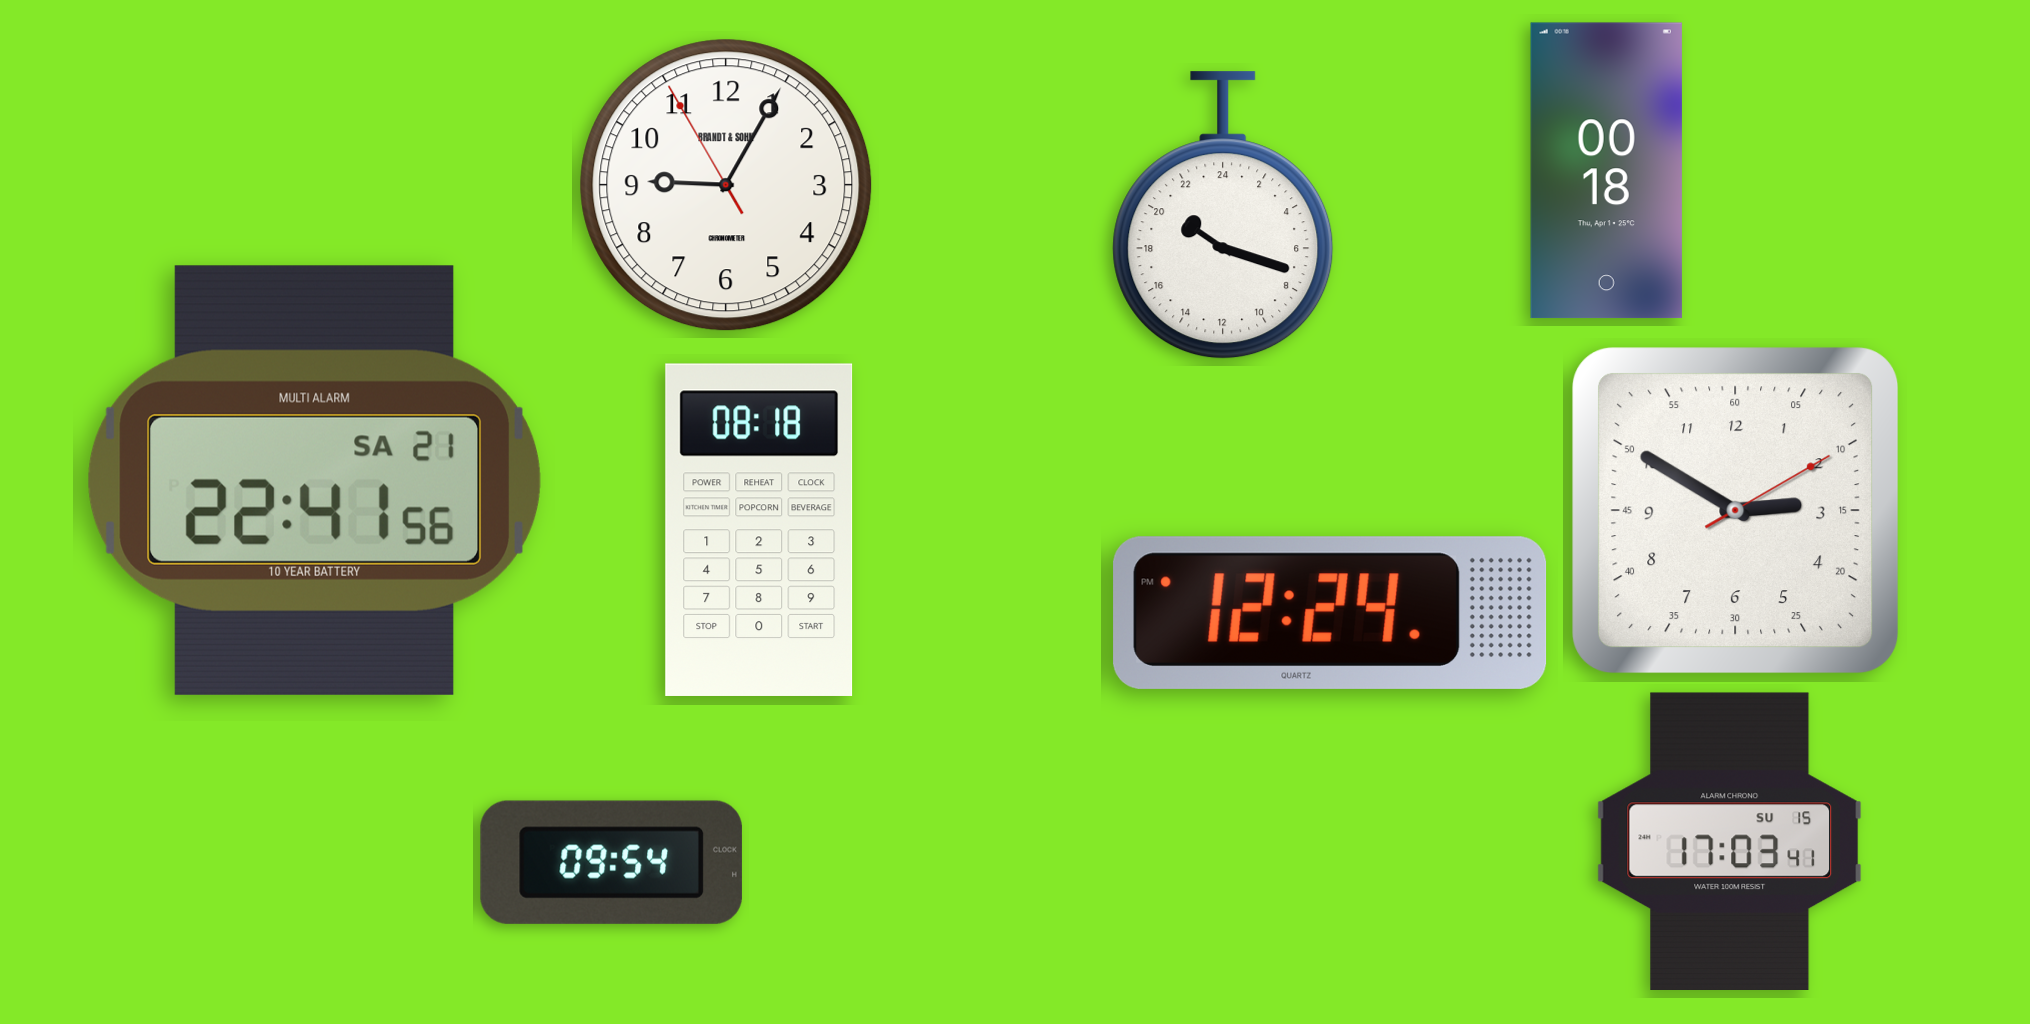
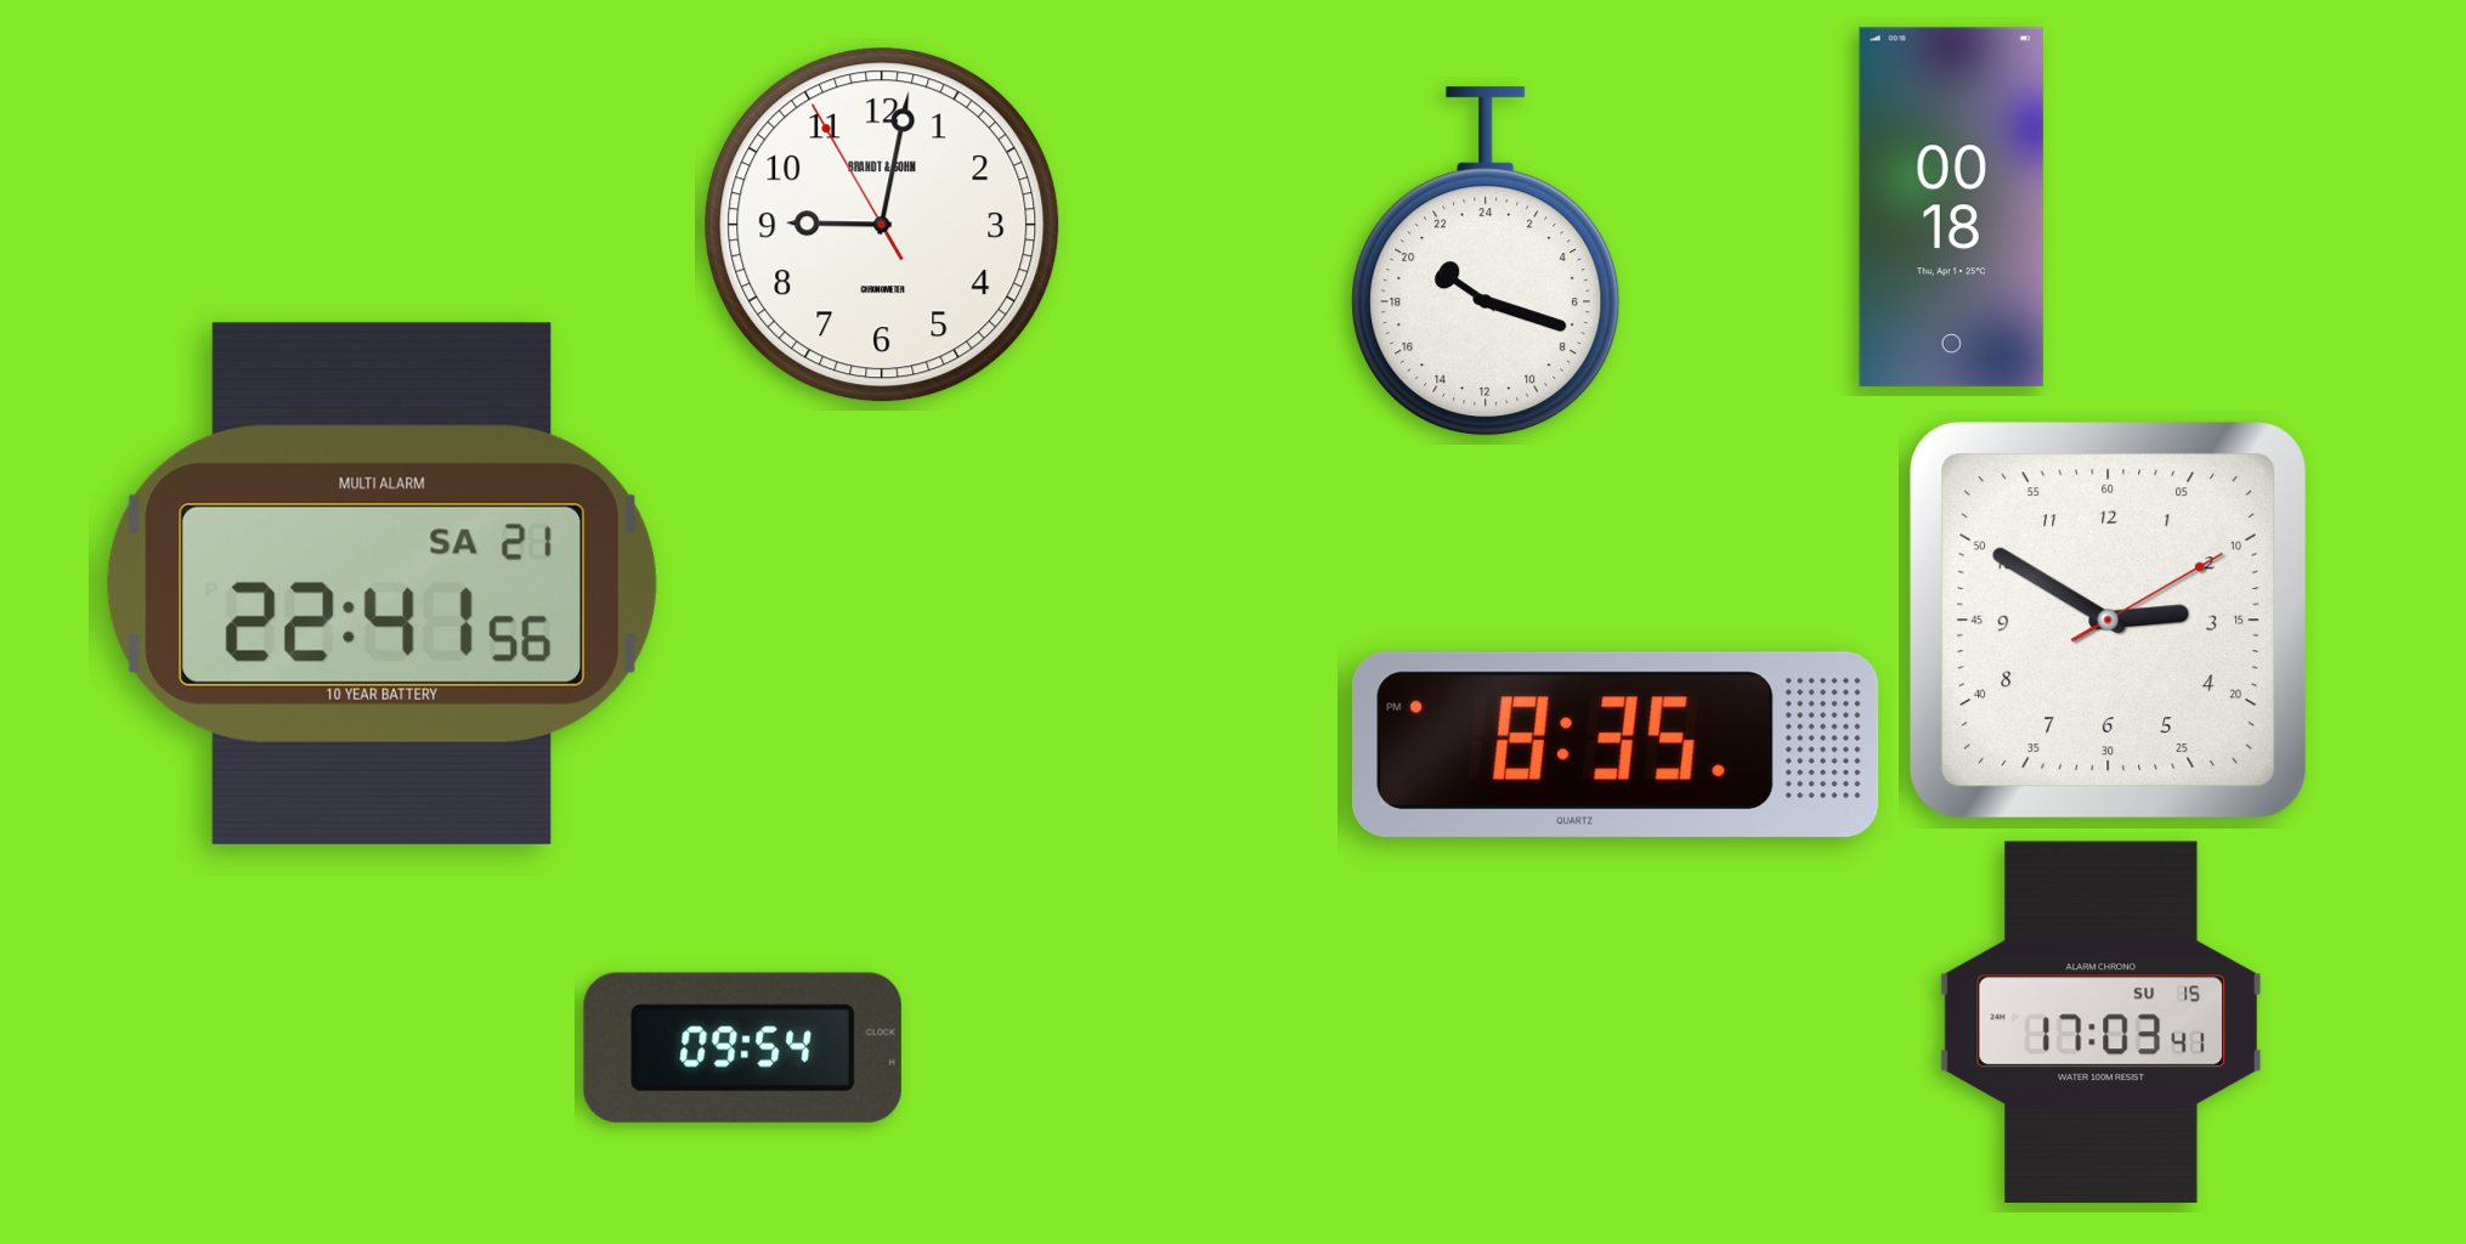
clock at (726, 185): 9:04 -> 9:01
clock at (759, 530): 08:18 -> none
clock at (1330, 613): 12:24 -> 8:35
